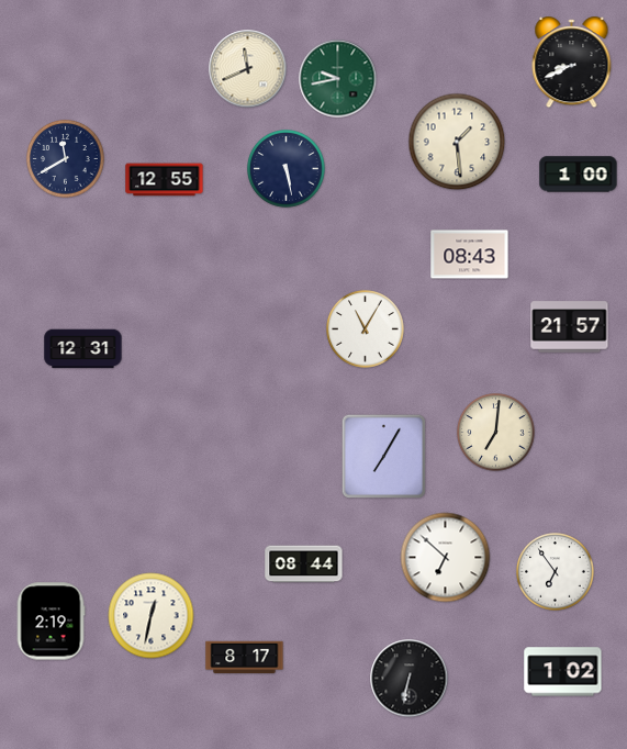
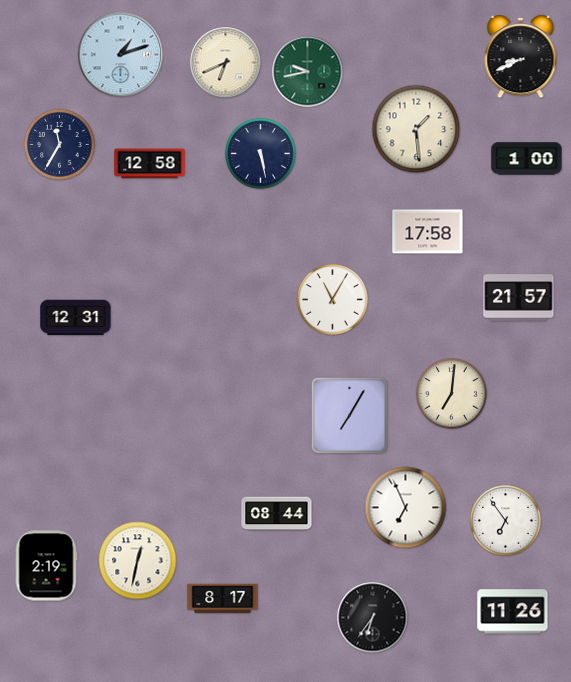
clock at (121, 55): none -> 1:12
clock at (248, 69): 11:41 -> 6:41
clock at (66, 159): 11:40 -> 11:35
clock at (165, 180): 12:55 -> 12:58
clock at (470, 255): 08:43 -> 17:58
clock at (446, 558): 6:52 -> 6:56
clock at (563, 672): 1:02 -> 11:26
clock at (410, 679): 6:32 -> 6:36
